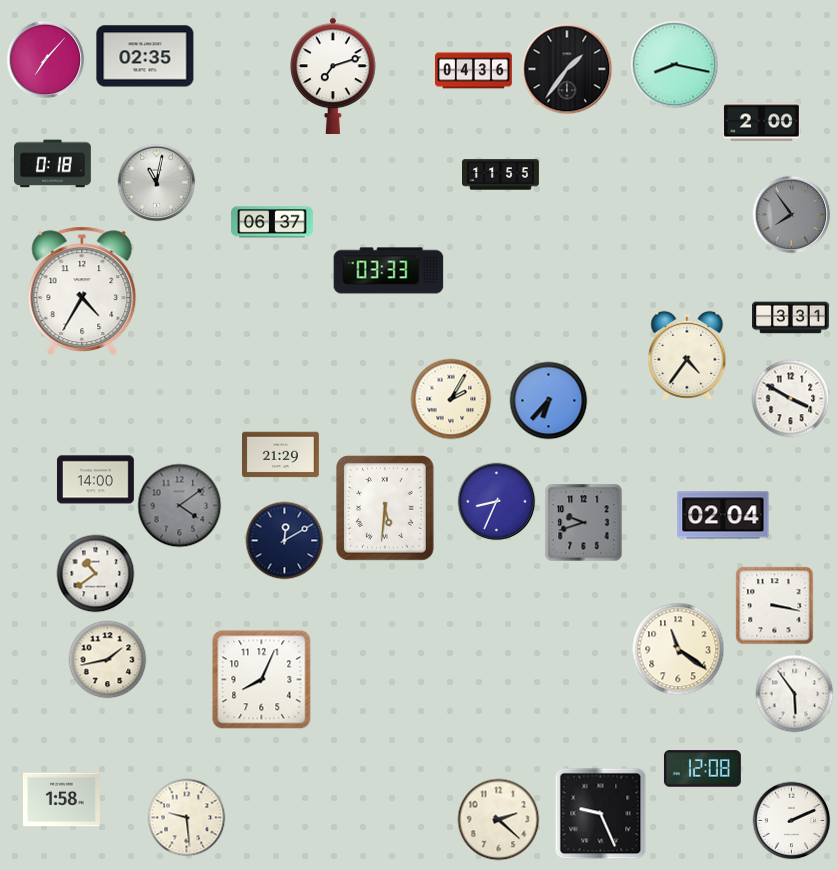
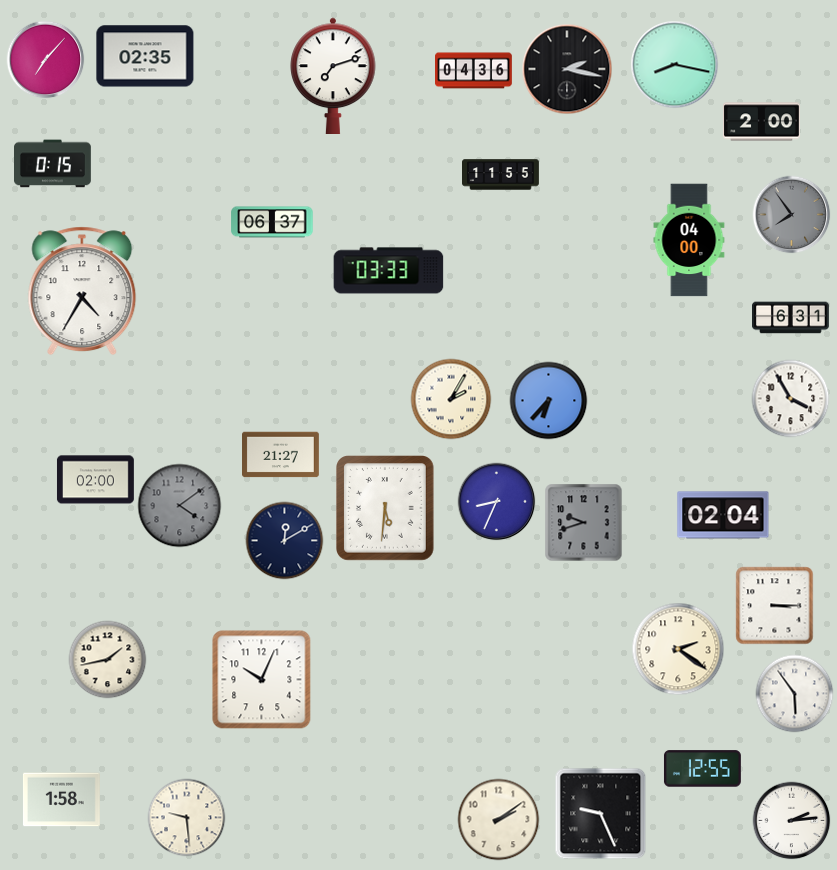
clock at (567, 69): 1:36 -> 2:17
clock at (53, 164): 0:18 -> 0:15
clock at (156, 182): 11:02 -> none
clock at (689, 240): none -> 04:00
clock at (791, 318): 3:31 -> 6:31
clock at (687, 356): 4:36 -> none
clock at (790, 398): 3:50 -> 3:55
clock at (281, 455): 21:29 -> 21:27
clock at (95, 480): 14:00 -> 02:00
clock at (95, 573): 10:39 -> none
clock at (774, 605): 3:17 -> 3:15
clock at (678, 649): 11:21 -> 2:21
clock at (261, 679): 8:04 -> 10:04
clock at (702, 769): 12:08 -> 12:55
clock at (498, 819): 2:22 -> 2:09
clock at (791, 820): 2:11 -> 2:14
